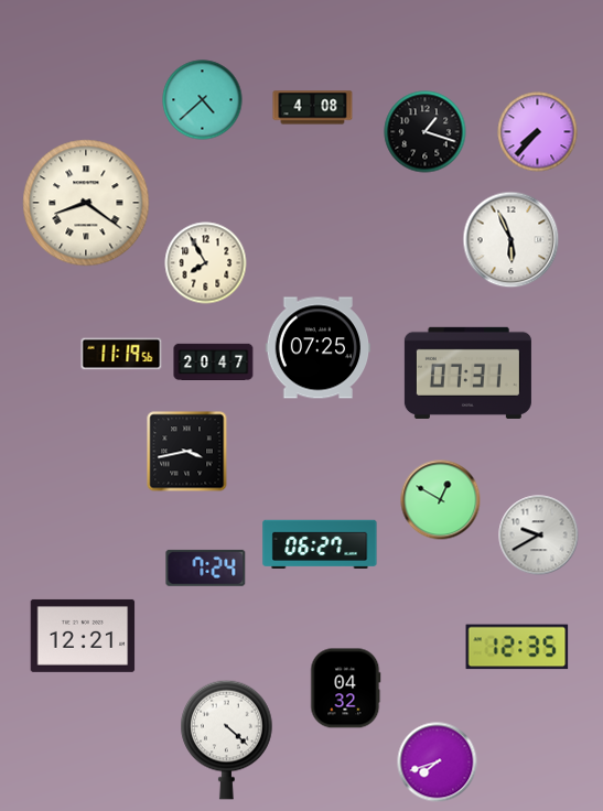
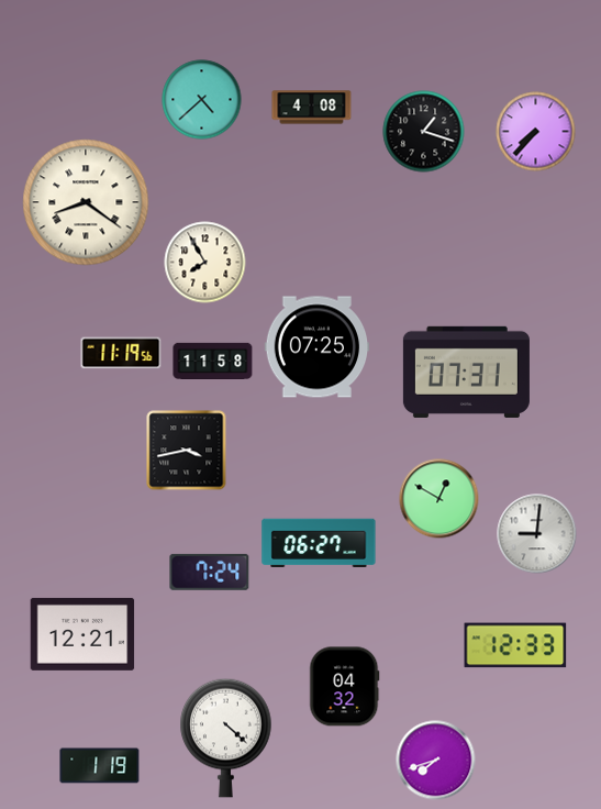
clock at (512, 240): 5:56 -> none
clock at (214, 361): 20:47 -> 11:58
clock at (539, 536): 9:40 -> 9:01
clock at (206, 567) position: (206, 567) -> (210, 572)
clock at (517, 647): 12:35 -> 12:33
clock at (100, 766): none -> 1:19
